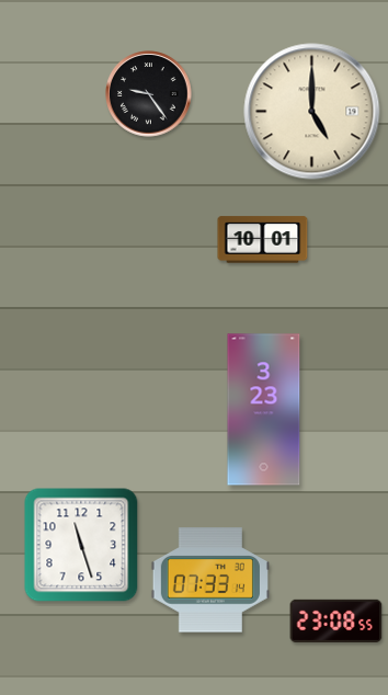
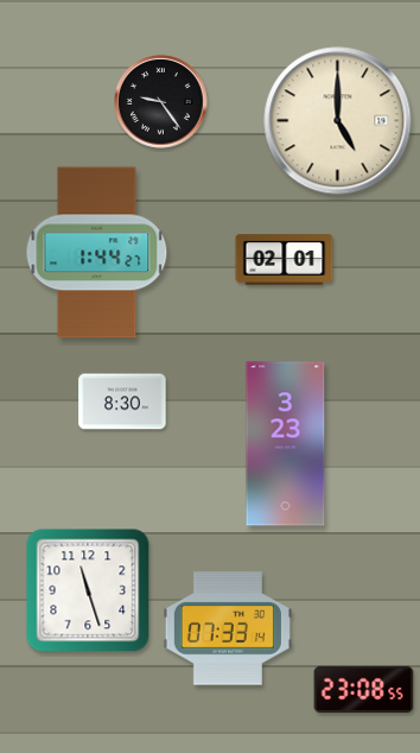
clock at (97, 253): none -> 1:44
clock at (263, 240): 10:01 -> 02:01
clock at (122, 401): none -> 8:30
clock at (336, 620) position: (336, 620) -> (364, 689)
